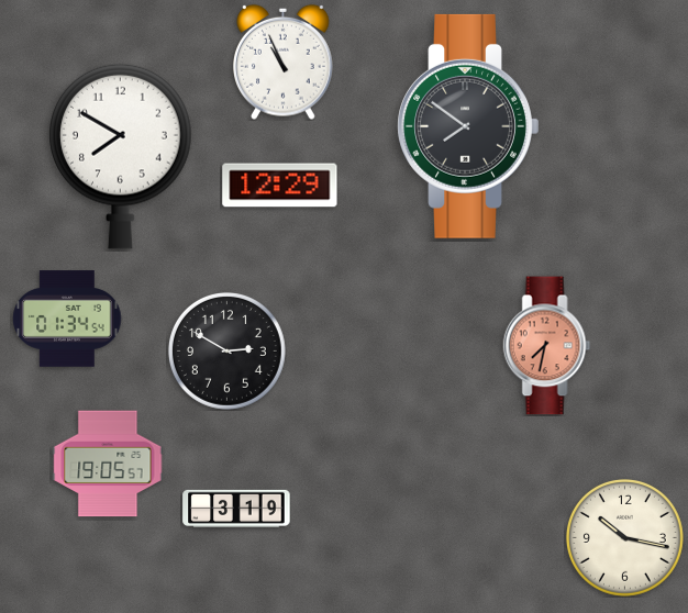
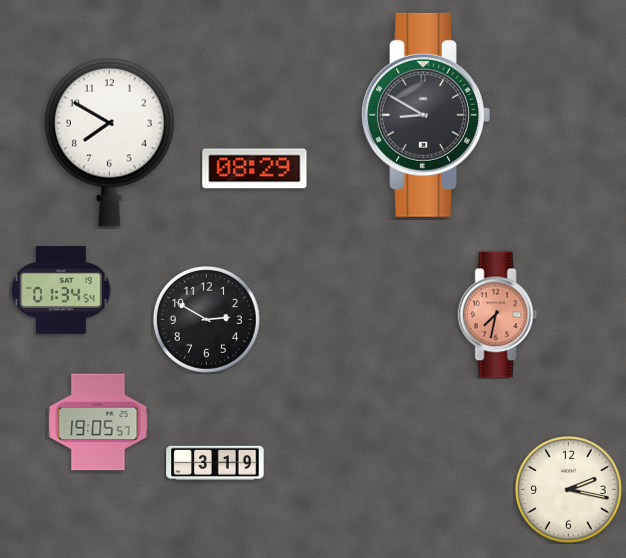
clock at (284, 62): 10:56 -> none
clock at (468, 126): 7:51 -> 8:50
clock at (280, 186): 12:29 -> 08:29
clock at (624, 537): 10:17 -> 2:17
